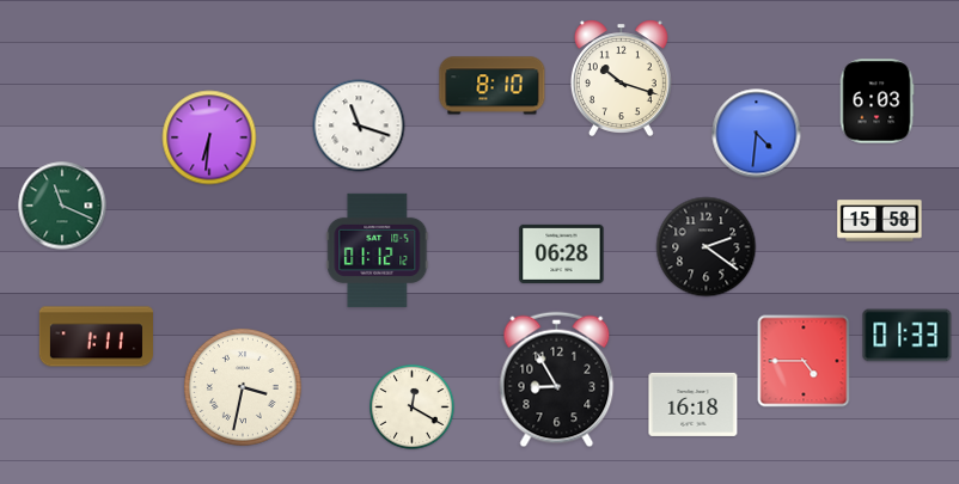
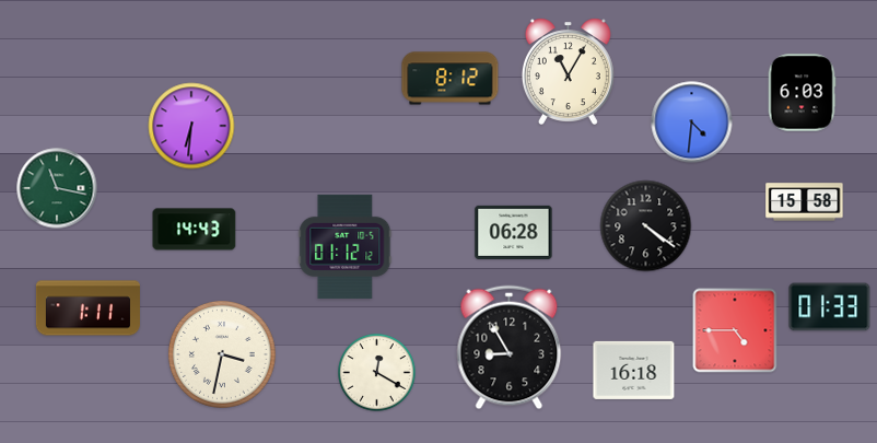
clock at (621, 78): 10:18 -> 11:05
clock at (493, 86): 8:10 -> 8:12
clock at (359, 125): 11:18 -> none
clock at (62, 206): 11:19 -> 11:17
clock at (707, 247): 2:21 -> 4:21
clock at (378, 250) position: (378, 250) -> (346, 246)
clock at (195, 230): none -> 14:43
